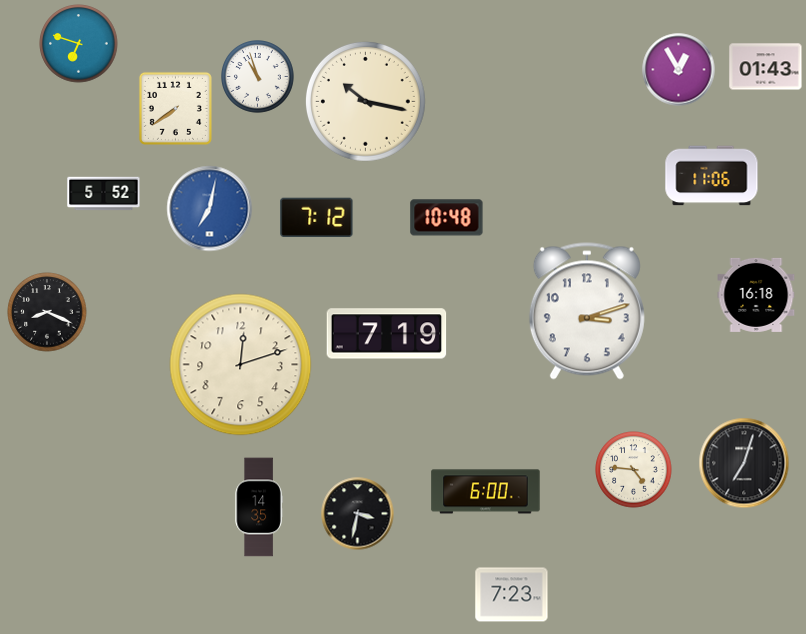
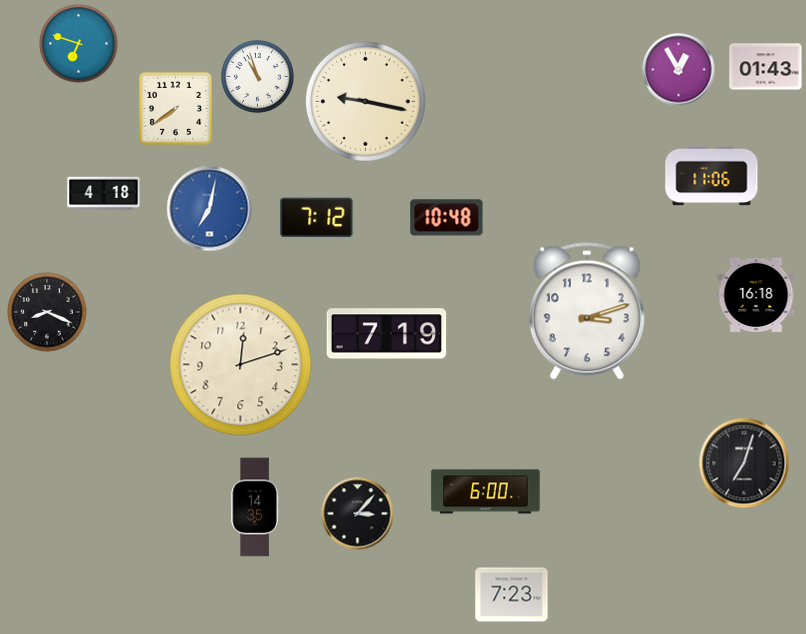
clock at (365, 101): 10:17 -> 9:17
clock at (104, 194): 5:52 -> 4:18
clock at (634, 470): 4:46 -> none
clock at (259, 507) position: (259, 507) -> (255, 507)
clock at (358, 514): 3:32 -> 3:07
